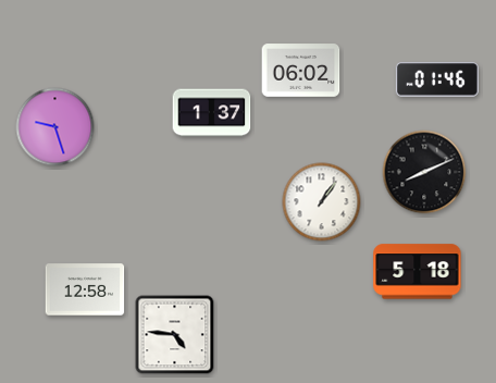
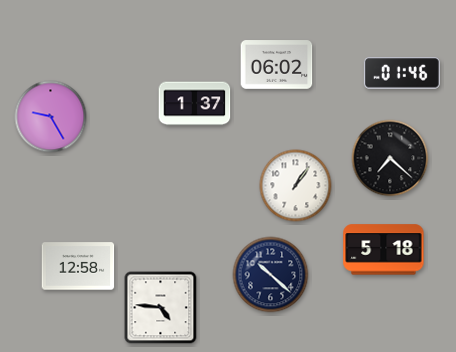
clock at (55, 127): 9:27 -> 9:25
clock at (424, 172): 8:11 -> 7:22
clock at (271, 275): none -> 10:22
